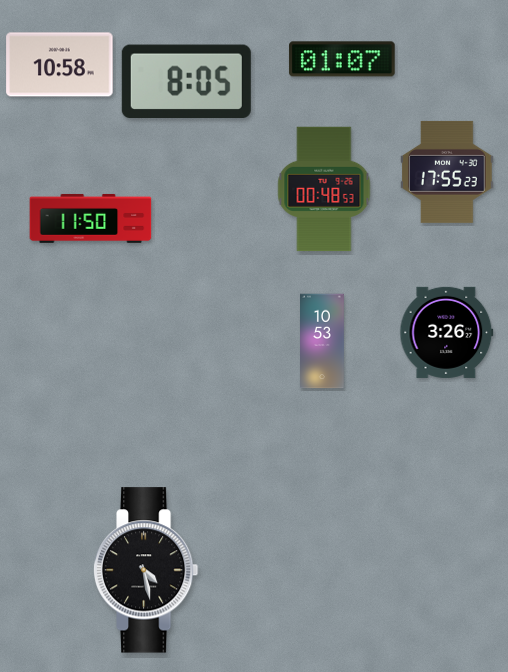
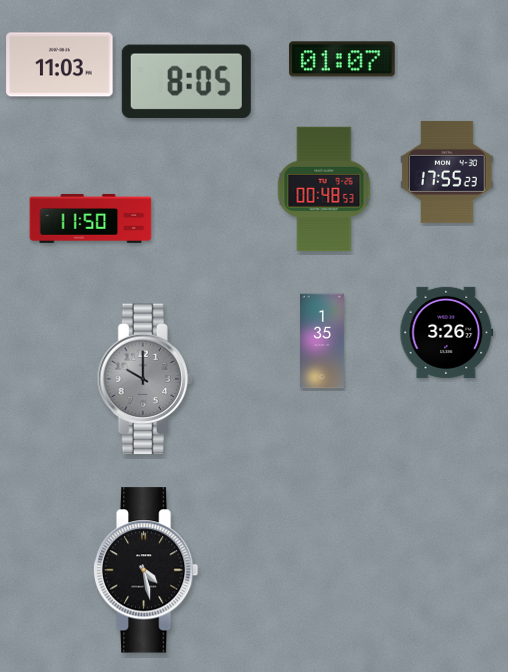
clock at (60, 65): 10:58 -> 11:03
clock at (323, 341): 10:53 -> 1:35
clock at (145, 379): none -> 10:00
